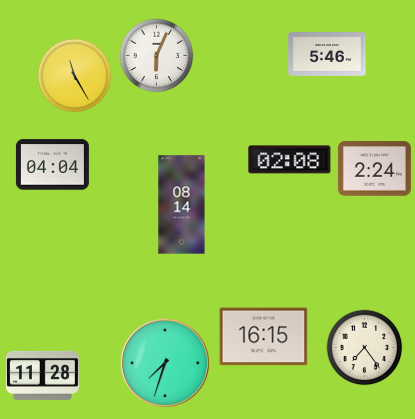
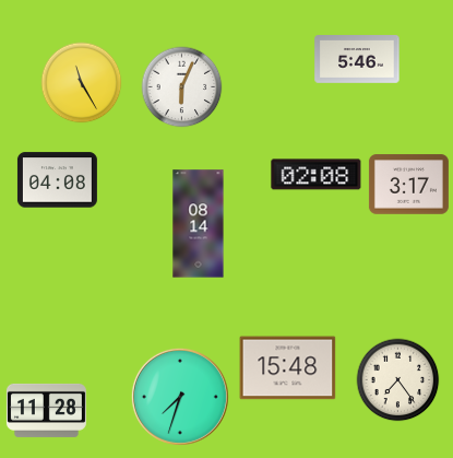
clock at (157, 56) position: (157, 56) -> (182, 87)
clock at (52, 165): 04:04 -> 04:08
clock at (374, 169): 2:24 -> 3:17
clock at (264, 337): 16:15 -> 15:48
